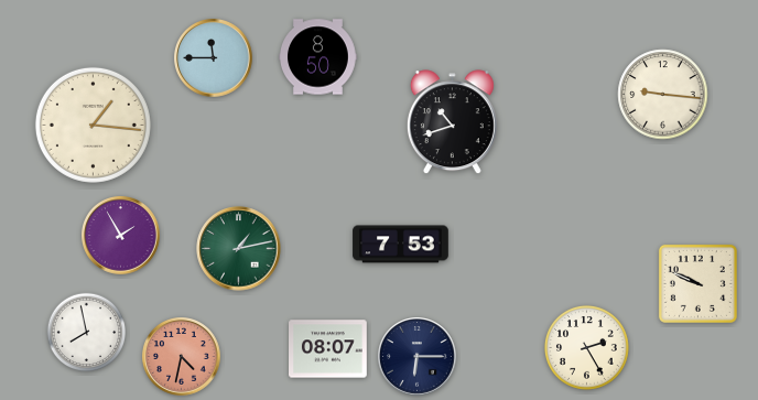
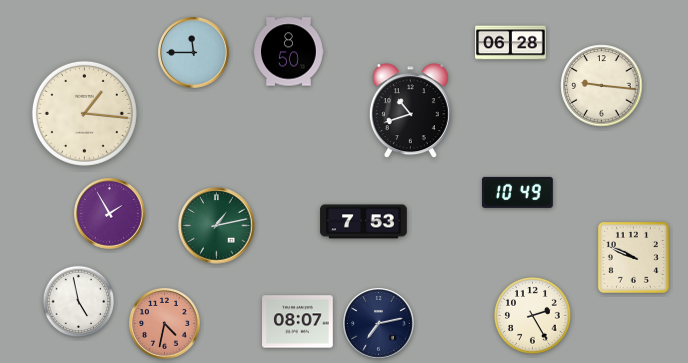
clock at (511, 43): none -> 06:28
clock at (518, 192): none -> 10:49
clock at (87, 333): 7:58 -> 4:58
clock at (328, 349) position: (328, 349) -> (298, 322)
clock at (418, 357): 6:15 -> 7:13
